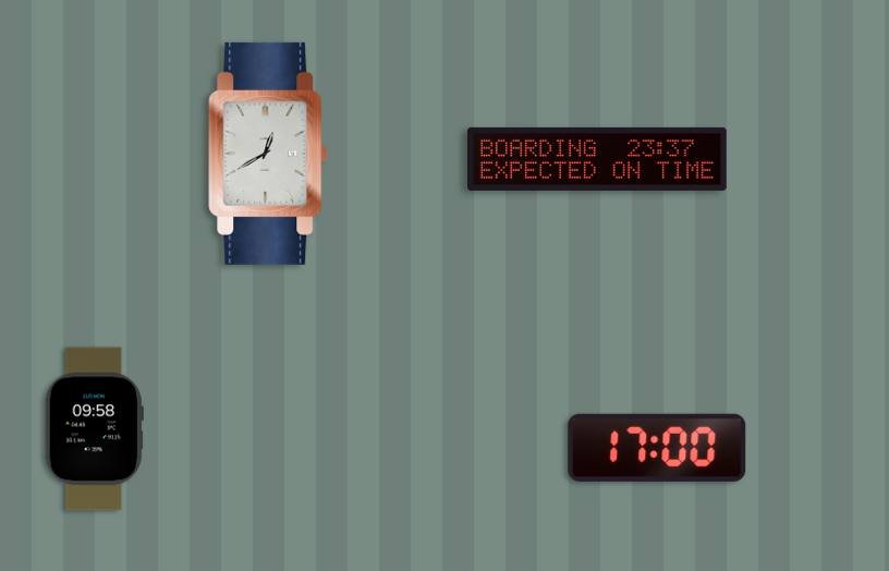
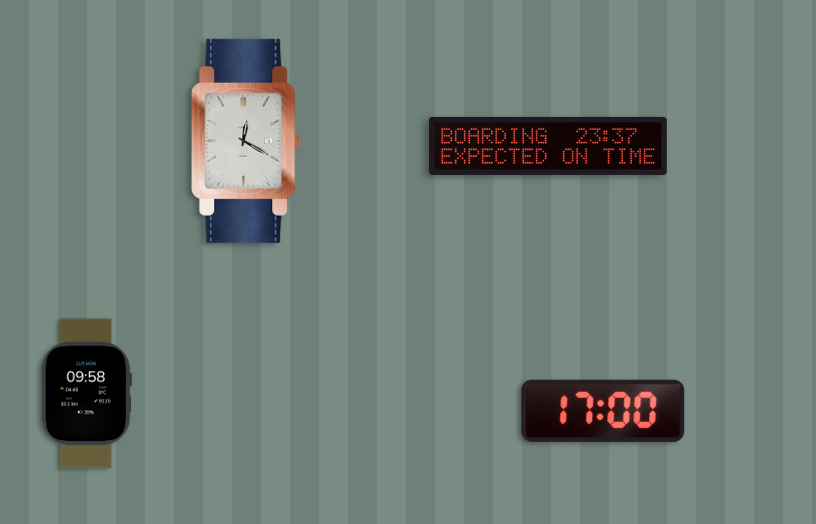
clock at (268, 154): 12:40 -> 12:20
